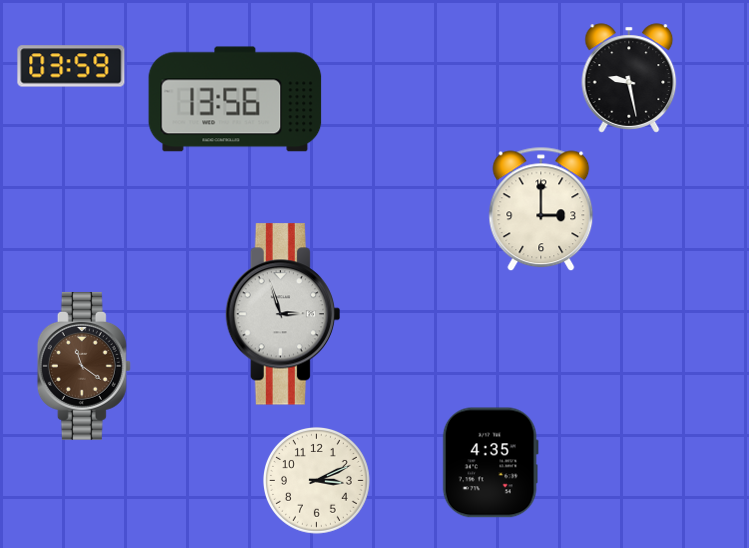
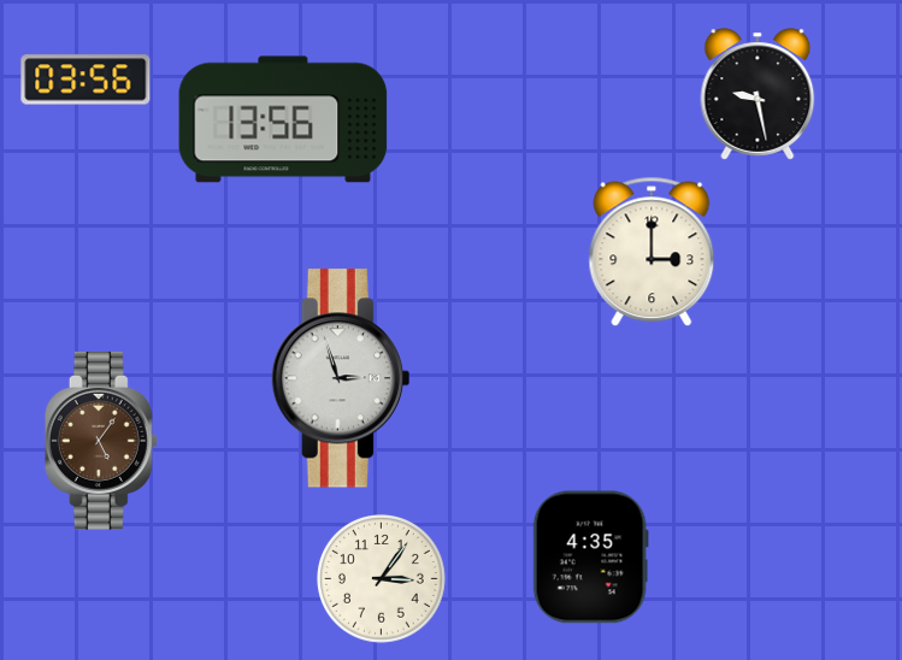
clock at (71, 66): 03:59 -> 03:56
clock at (84, 366): 11:21 -> 5:06
clock at (317, 481): 3:11 -> 3:06
